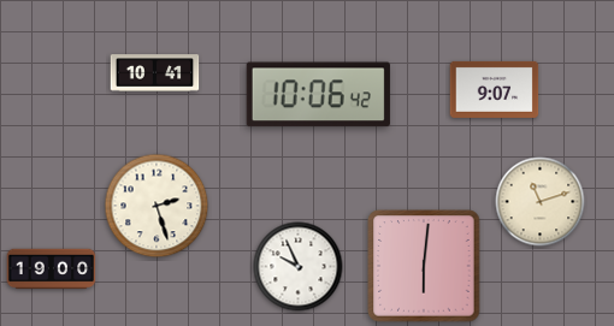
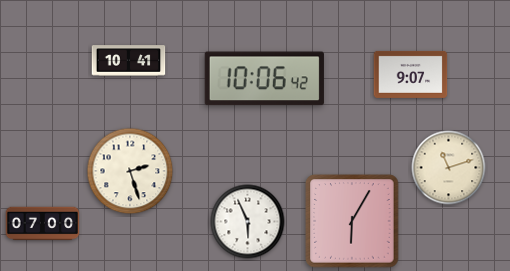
clock at (424, 266): 6:01 -> 6:05
clock at (299, 267): 9:56 -> 5:56
clock at (52, 269): 19:00 -> 07:00
